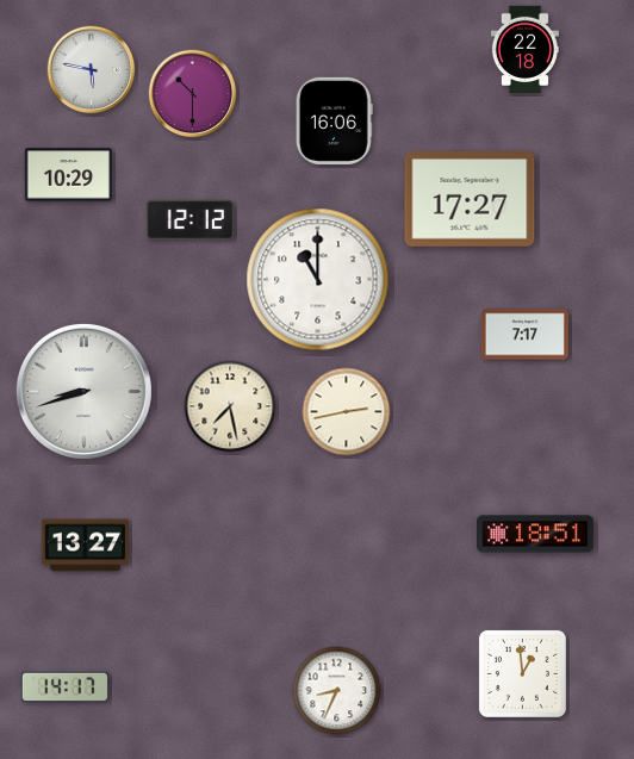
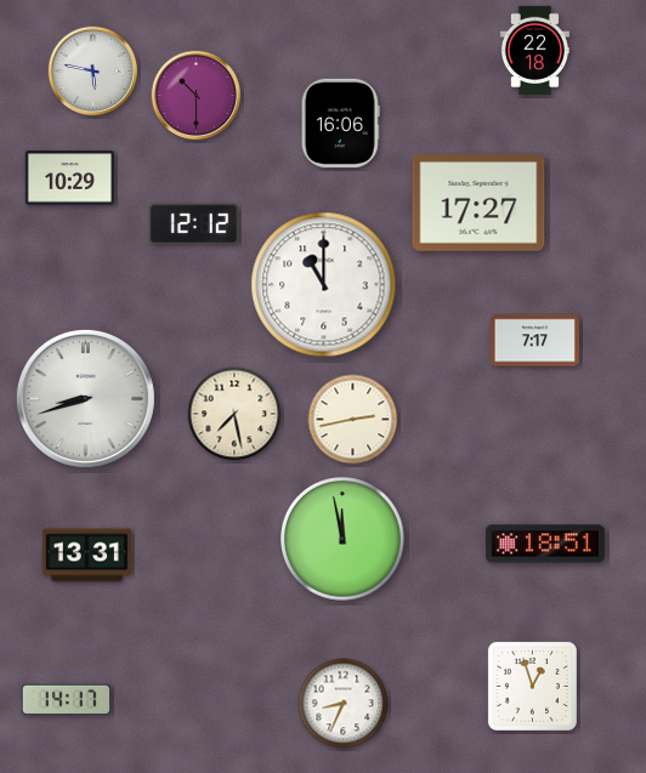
clock at (344, 540): none -> 11:58
clock at (85, 546): 13:27 -> 13:31
clock at (522, 673): 12:59 -> 12:57
